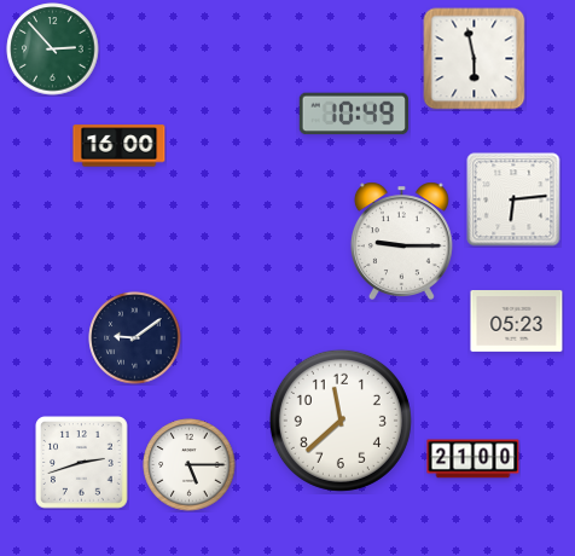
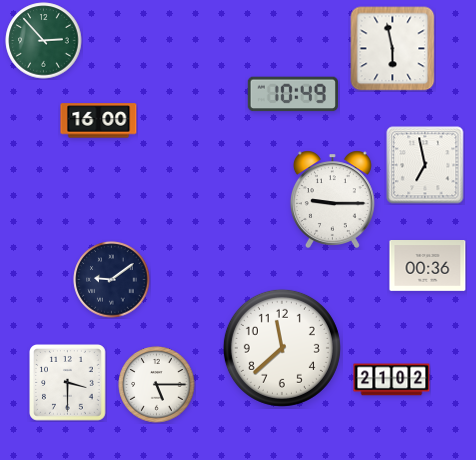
clock at (513, 199): 6:14 -> 6:58
clock at (517, 322): 05:23 -> 00:36
clock at (474, 459): 21:00 -> 21:02
clock at (82, 463): 2:42 -> 3:30
